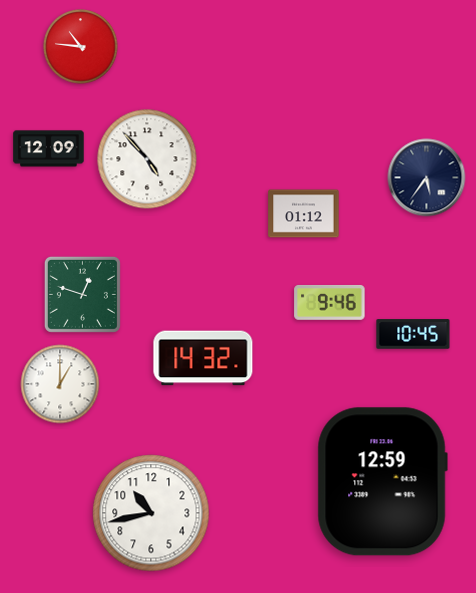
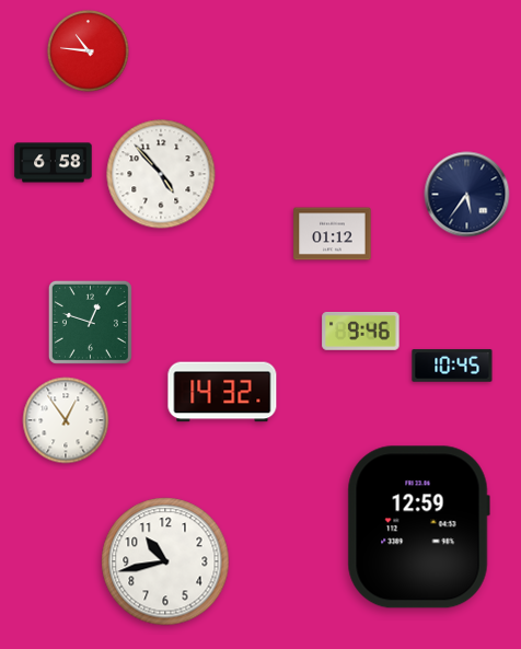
clock at (49, 149): 12:09 -> 6:58
clock at (60, 384): 1:00 -> 12:54
